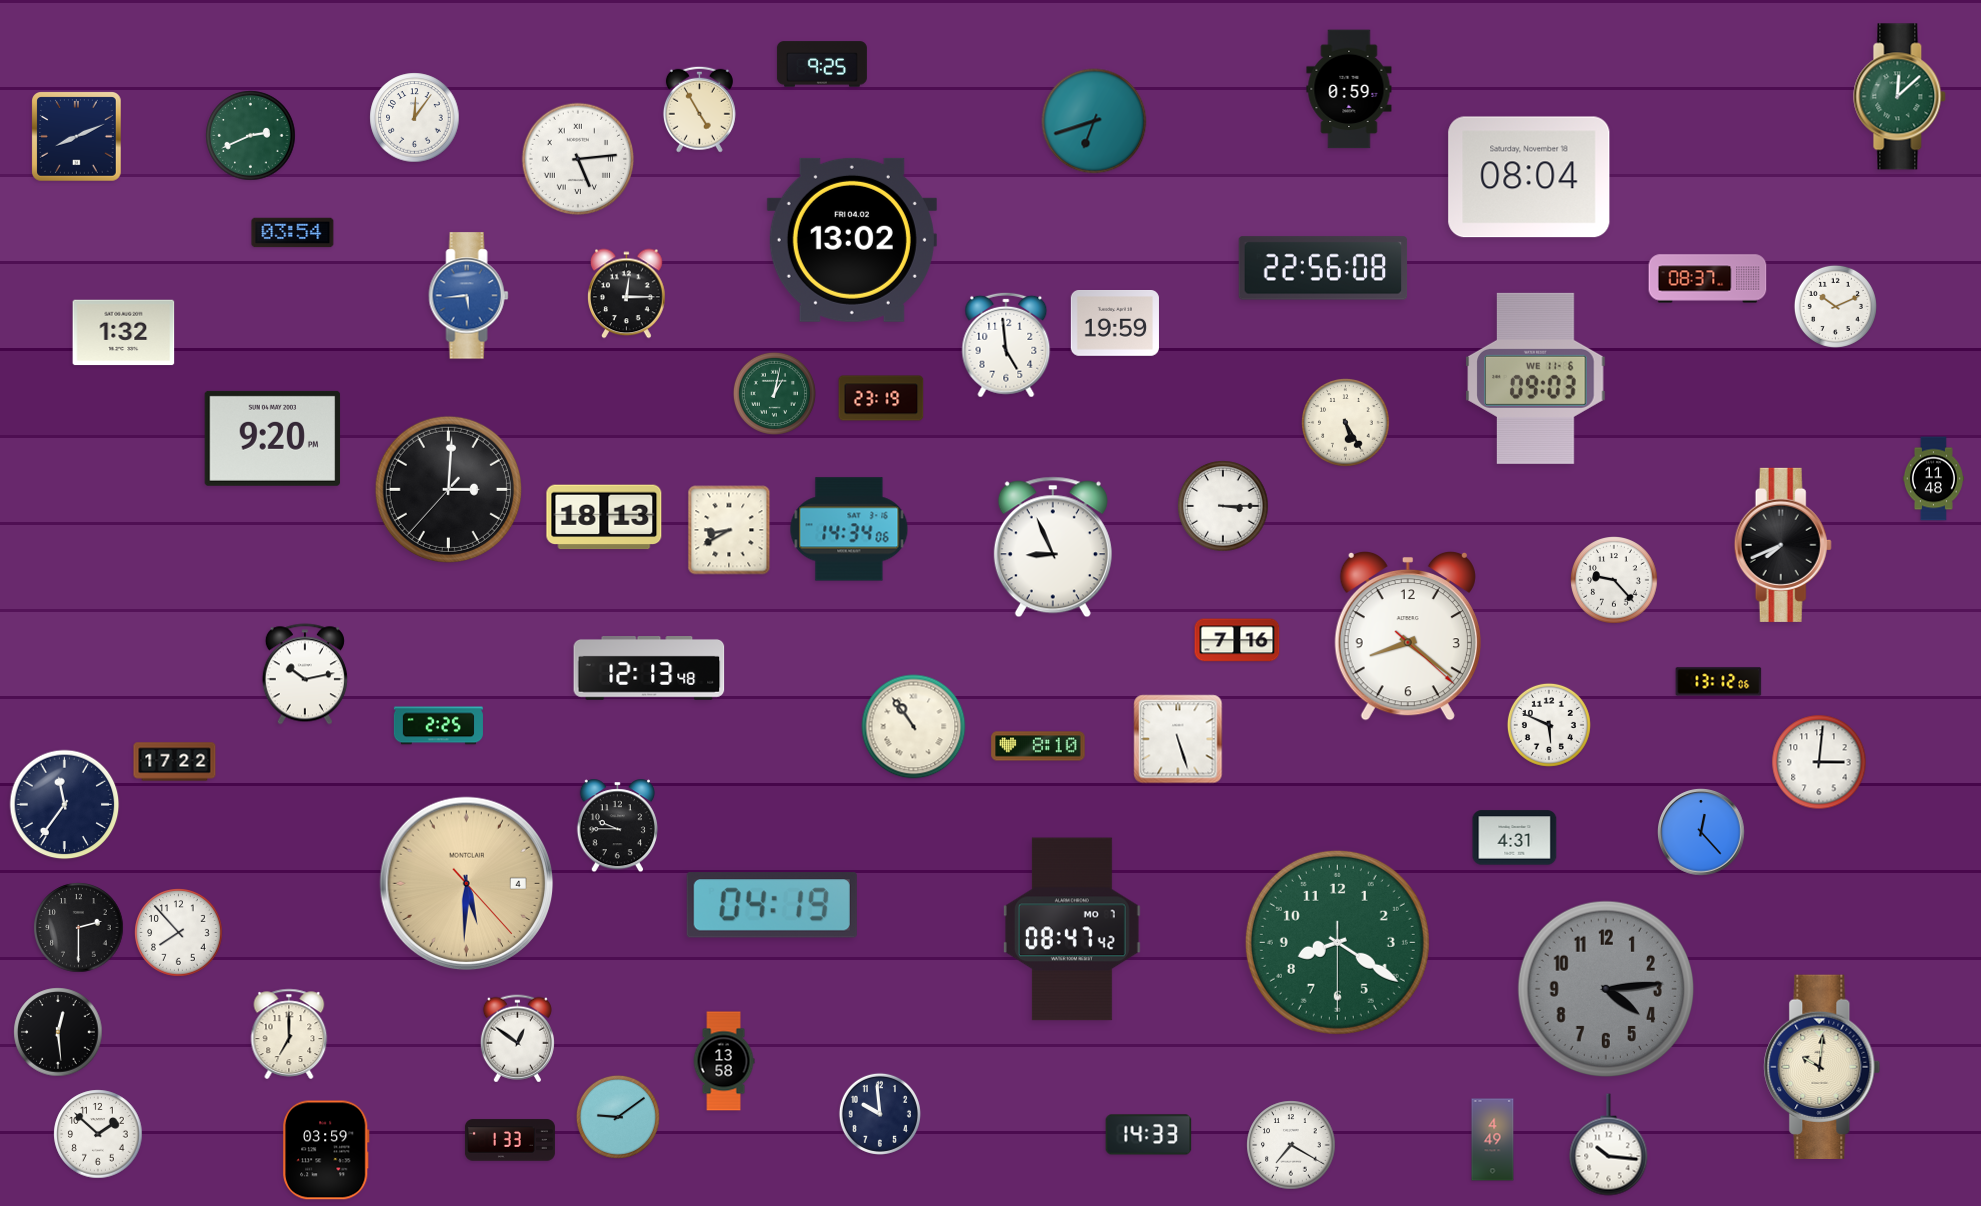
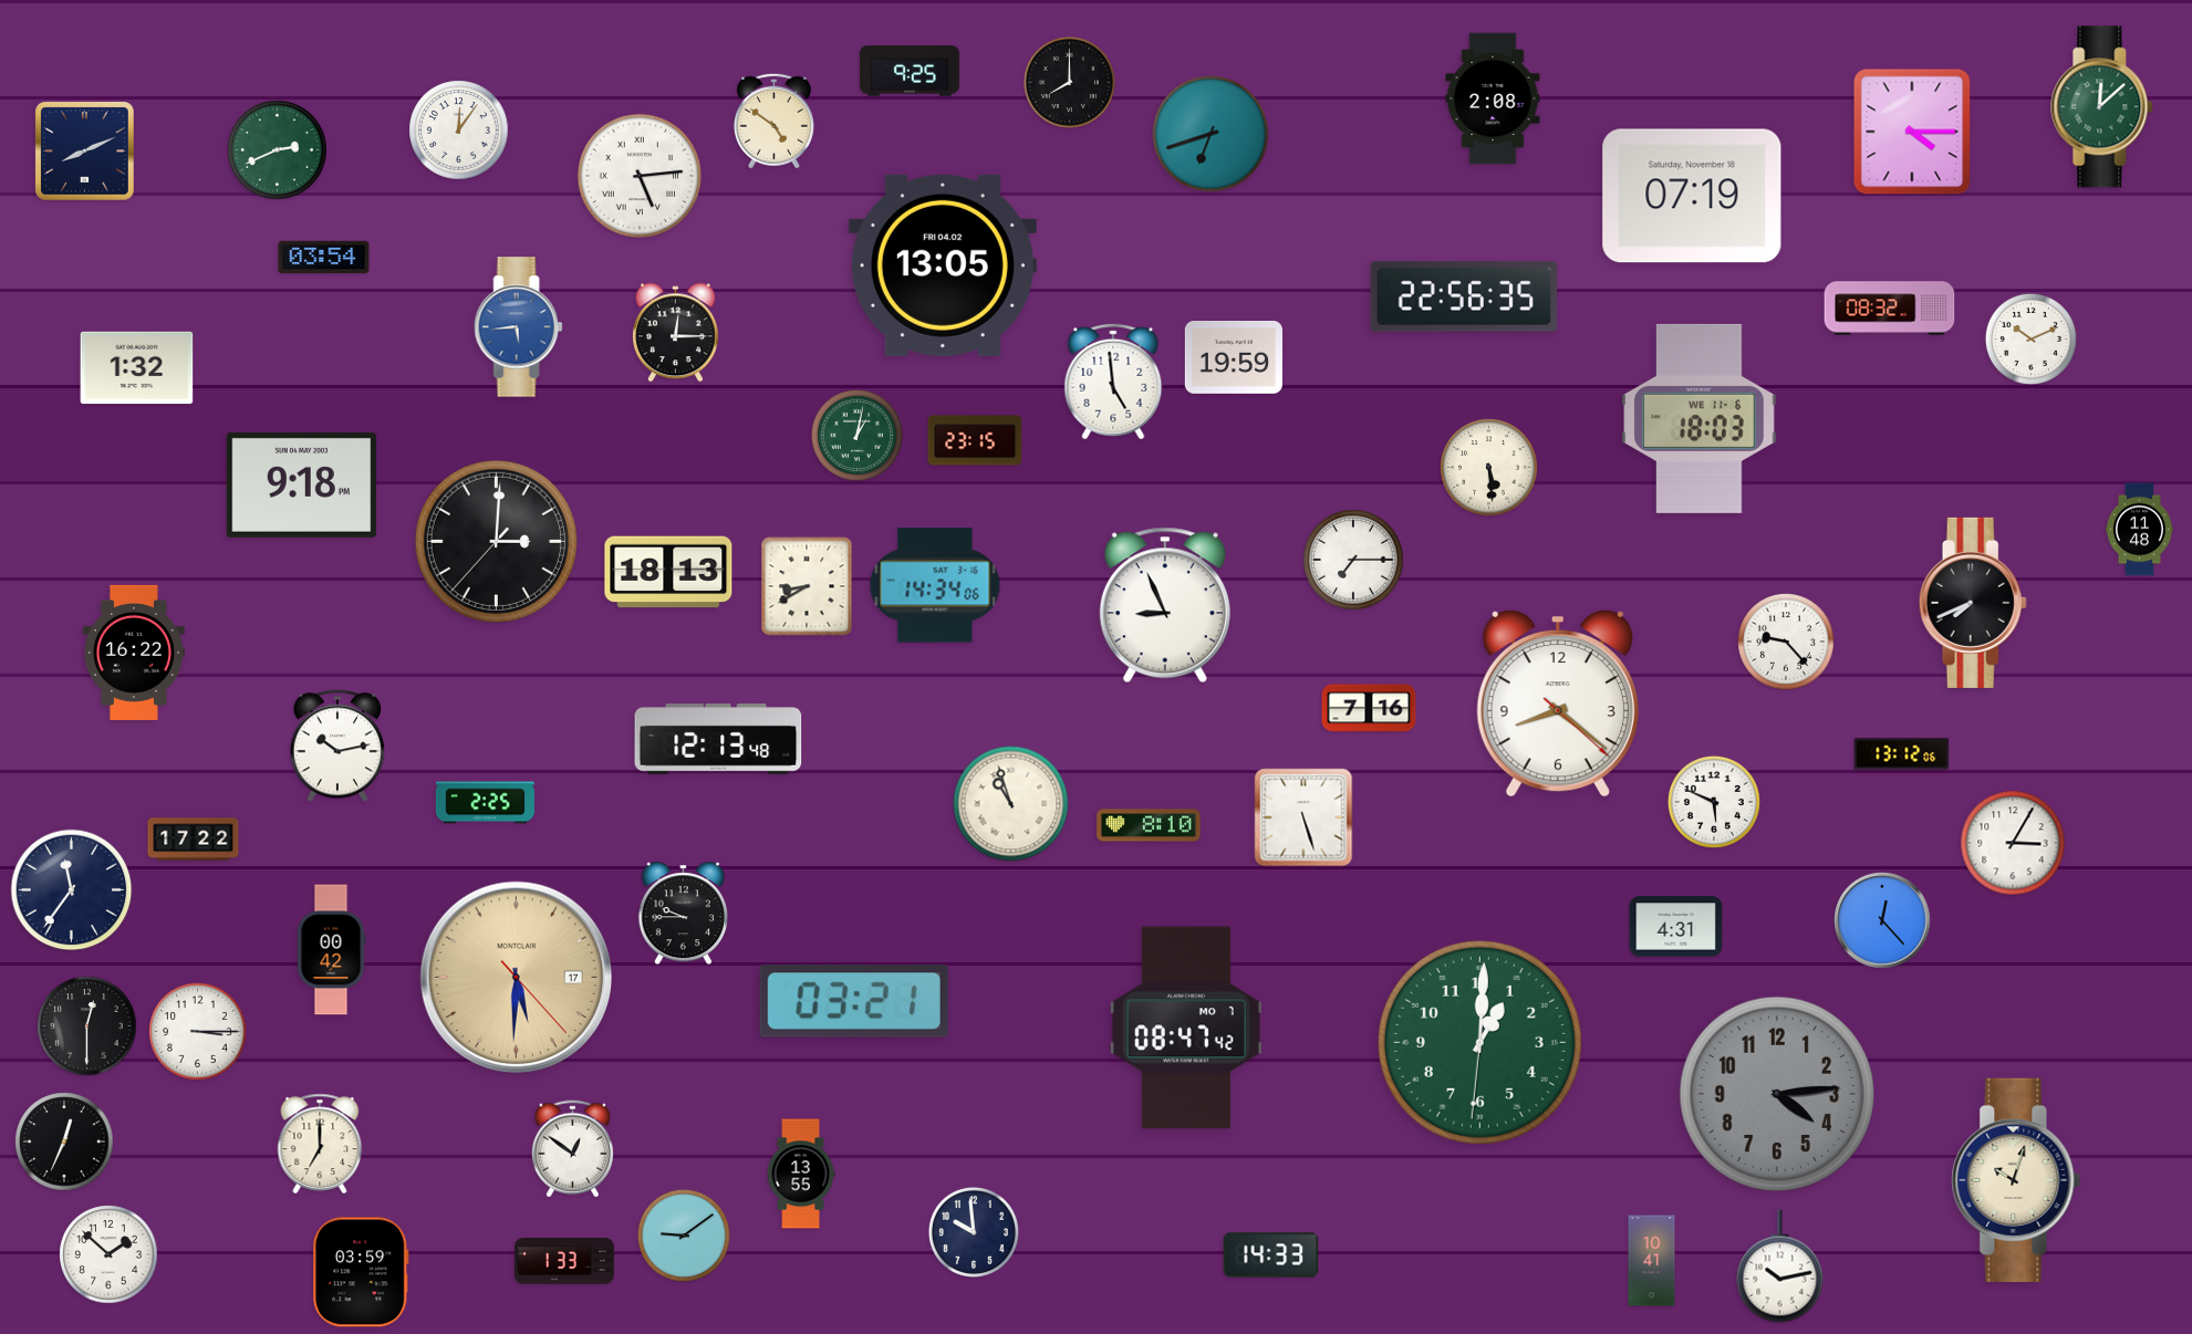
clock at (1069, 82): none -> 8:00
clock at (1349, 89): 0:59 -> 2:08
clock at (699, 109): 4:55 -> 4:51
clock at (1912, 132): none -> 4:15
clock at (1529, 177): 08:04 -> 07:19
clock at (852, 240): 13:02 -> 13:05
clock at (1323, 268): 22:56:08 -> 22:56:35
clock at (1708, 279): 08:37 -> 08:32
clock at (627, 294) position: (627, 294) -> (676, 333)
clock at (1536, 378): 09:03 -> 18:03
clock at (881, 398): 23:19 -> 23:15
clock at (1346, 423): 5:25 -> 5:29
clock at (273, 438): 9:20 -> 9:18
clock at (1223, 506): 3:15 -> 7:15
clock at (849, 529) position: (849, 529) -> (935, 585)
clock at (134, 653): none -> 16:22
clock at (914, 727): 10:54 -> 10:57
clock at (175, 762) position: (175, 762) -> (194, 840)
clock at (1819, 762): 3:01 -> 3:05
clock at (331, 950): none -> 00:42
clock at (467, 884) date: 4 -> 17
clock at (772, 905): 04:19 -> 03:21
clock at (79, 928): 2:30 -> 12:30
clock at (179, 933): 7:53 -> 3:15
clock at (1337, 942): 8:20 -> 1:00
clock at (58, 1032): 12:29 -> 12:34
clock at (724, 1061): 13:58 -> 13:55
clock at (1822, 1066): 10:01 -> 10:03
clock at (1493, 1140): 4:49 -> 10:41
clock at (1291, 1145): 7:20 -> none
clock at (1609, 1145): 10:16 -> 10:13
